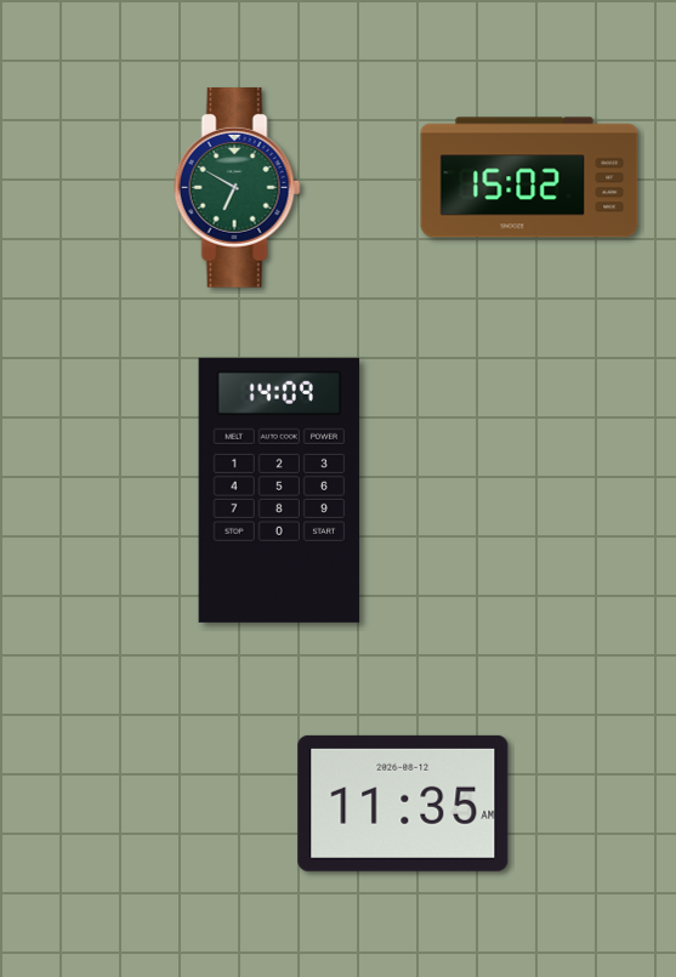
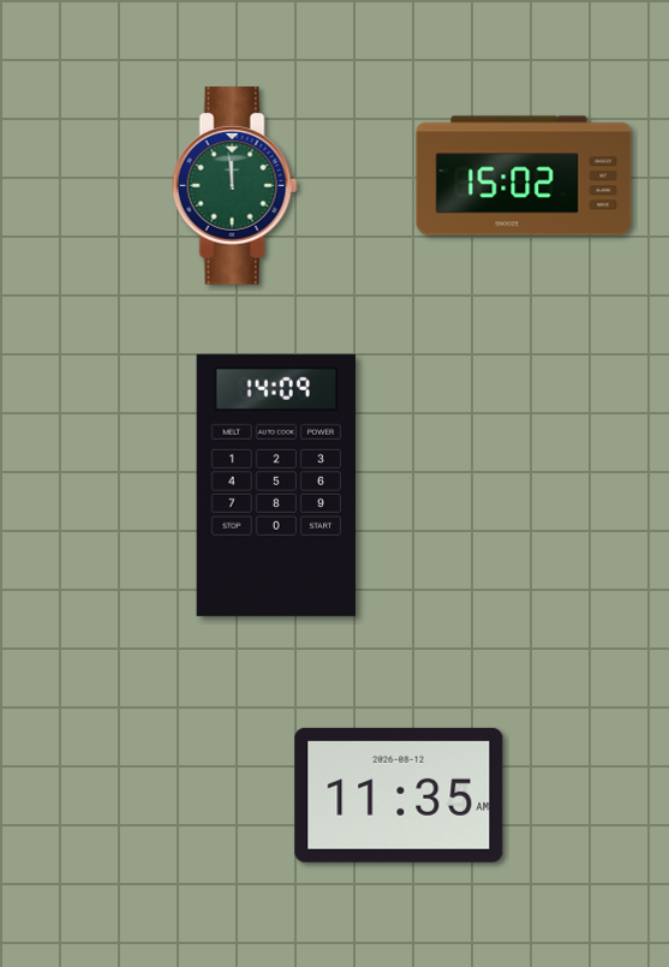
clock at (237, 188): 6:50 -> 11:59
